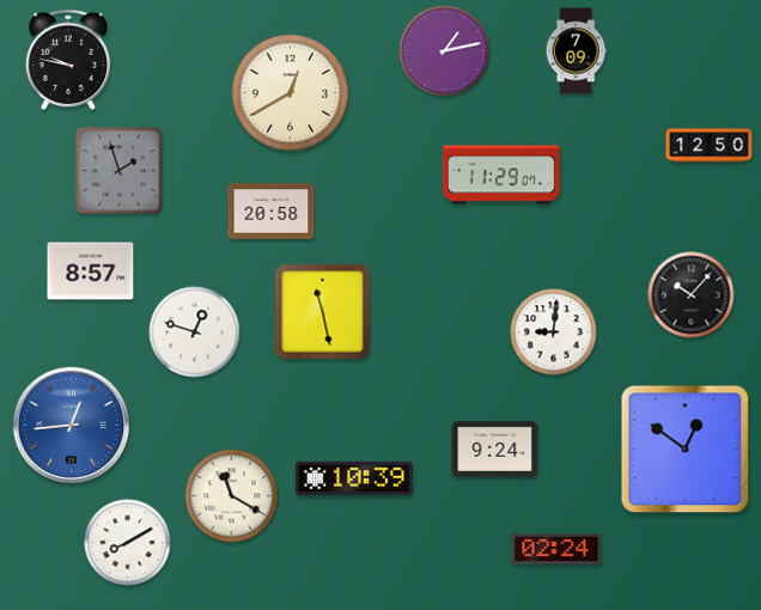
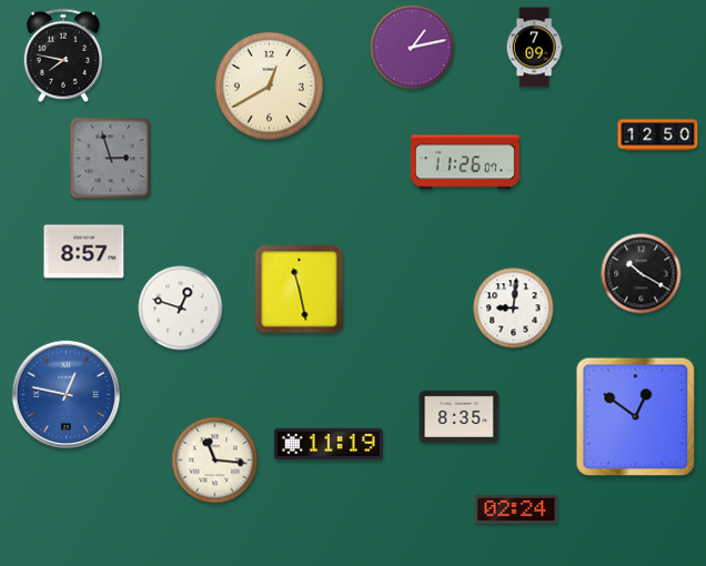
clock at (68, 60): 9:47 -> 7:47
clock at (120, 171): 1:57 -> 2:57
clock at (501, 175): 11:29 -> 11:26
clock at (272, 212): 20:58 -> none
clock at (692, 295): 10:07 -> 10:20
clock at (71, 425): 12:44 -> 12:47
clock at (495, 449): 9:24 -> 8:35
clock at (354, 477): 10:39 -> 11:19
clock at (232, 496): 11:20 -> 11:16
clock at (128, 543): 8:10 -> none
